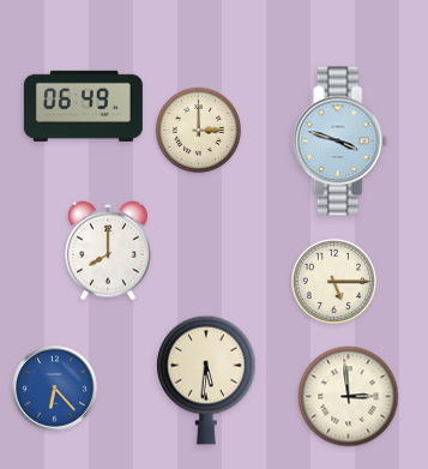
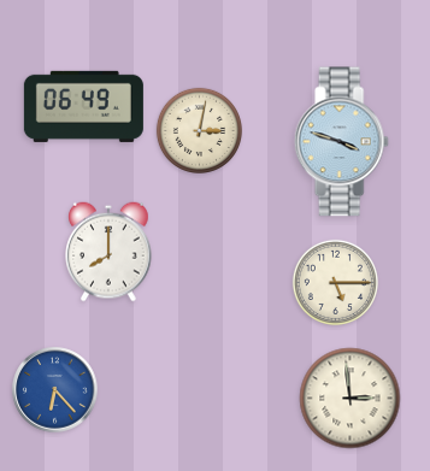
clock at (198, 130): 3:00 -> 3:02
clock at (206, 380): 5:31 -> none
